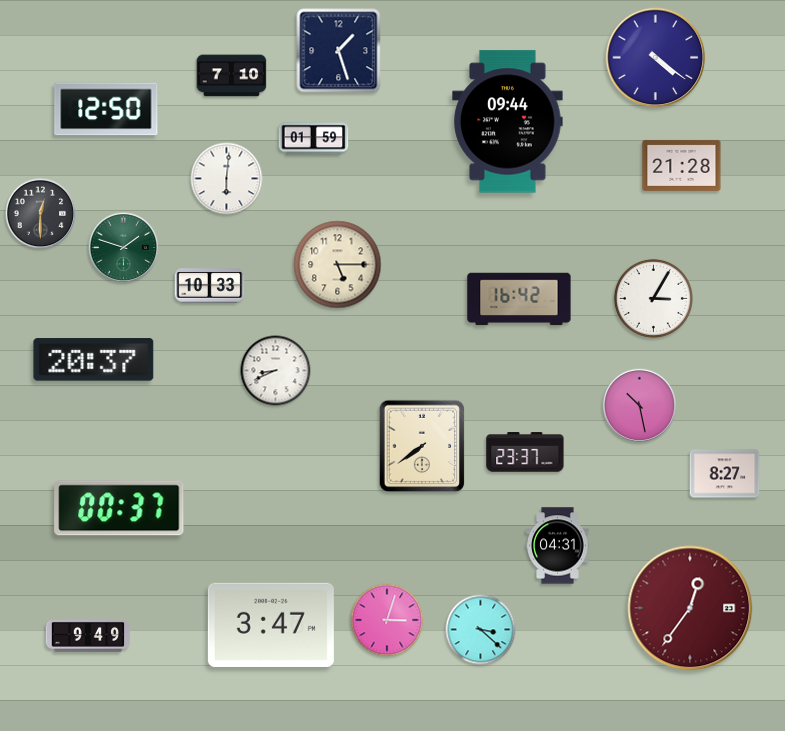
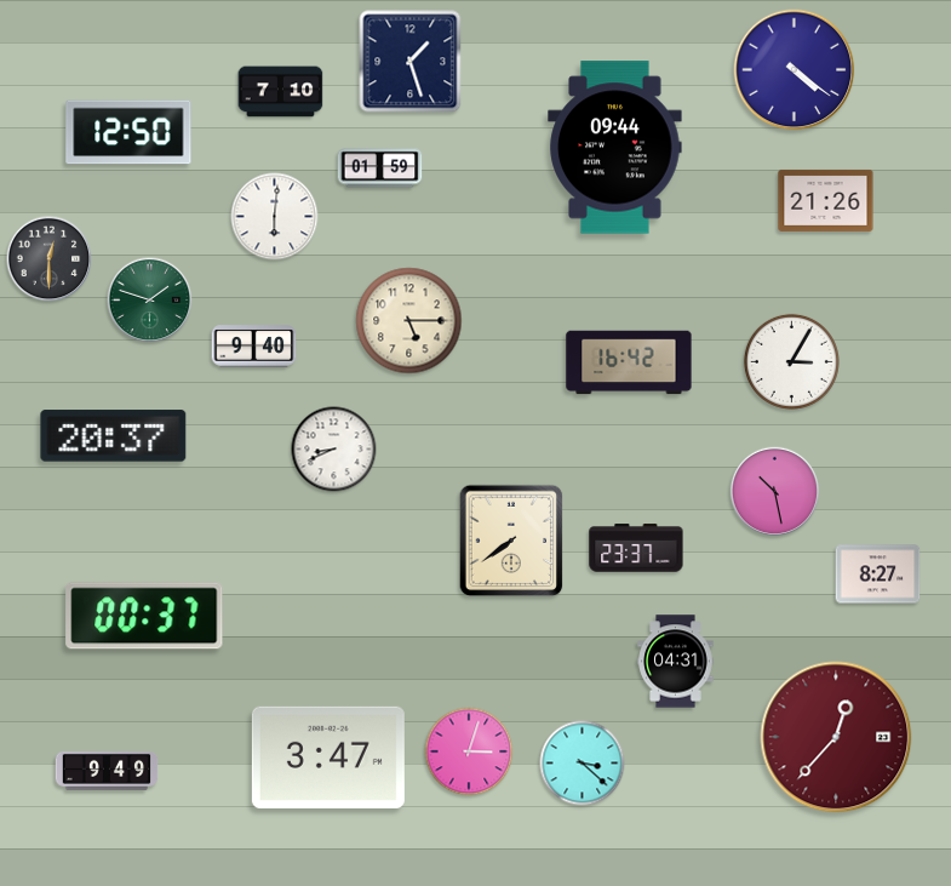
clock at (682, 165): 21:28 -> 21:26
clock at (210, 286): 10:33 -> 9:40
clock at (690, 608): 12:36 -> 12:37
